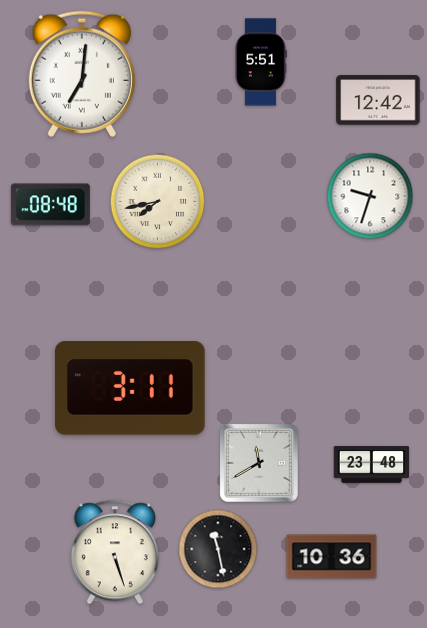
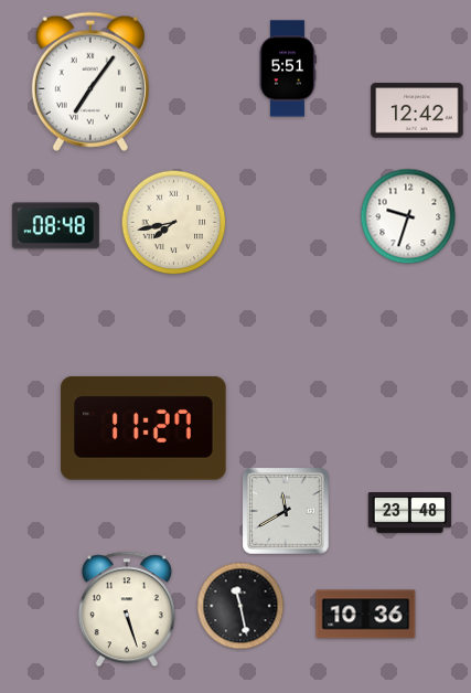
clock at (82, 74): 7:01 -> 7:06
clock at (130, 388): 3:11 -> 11:27
